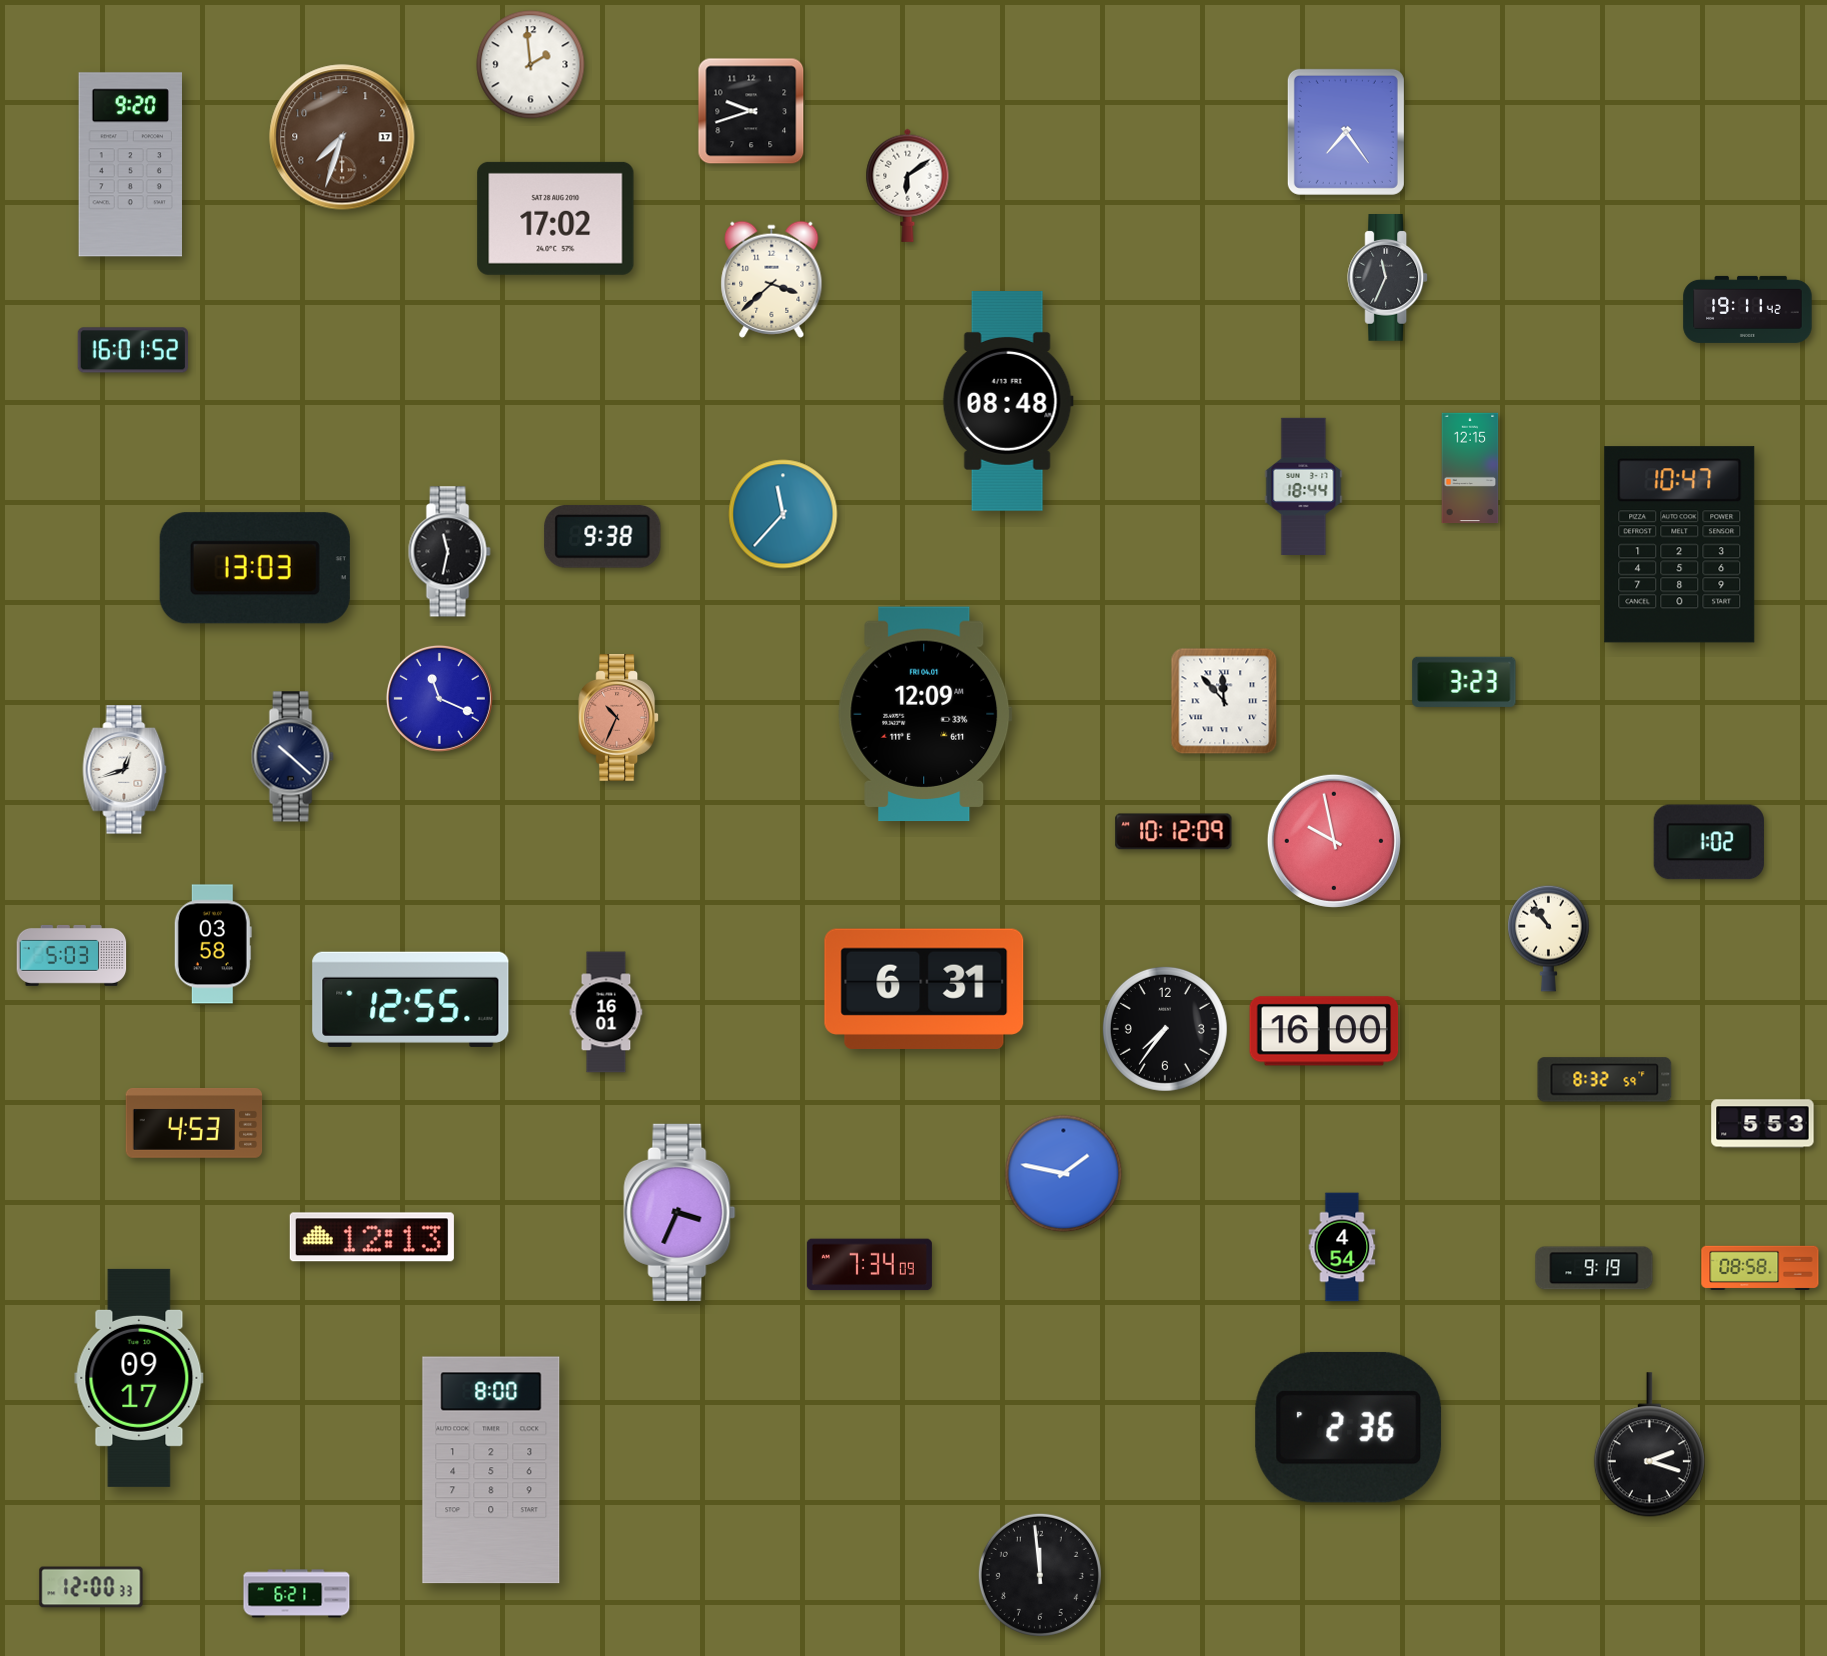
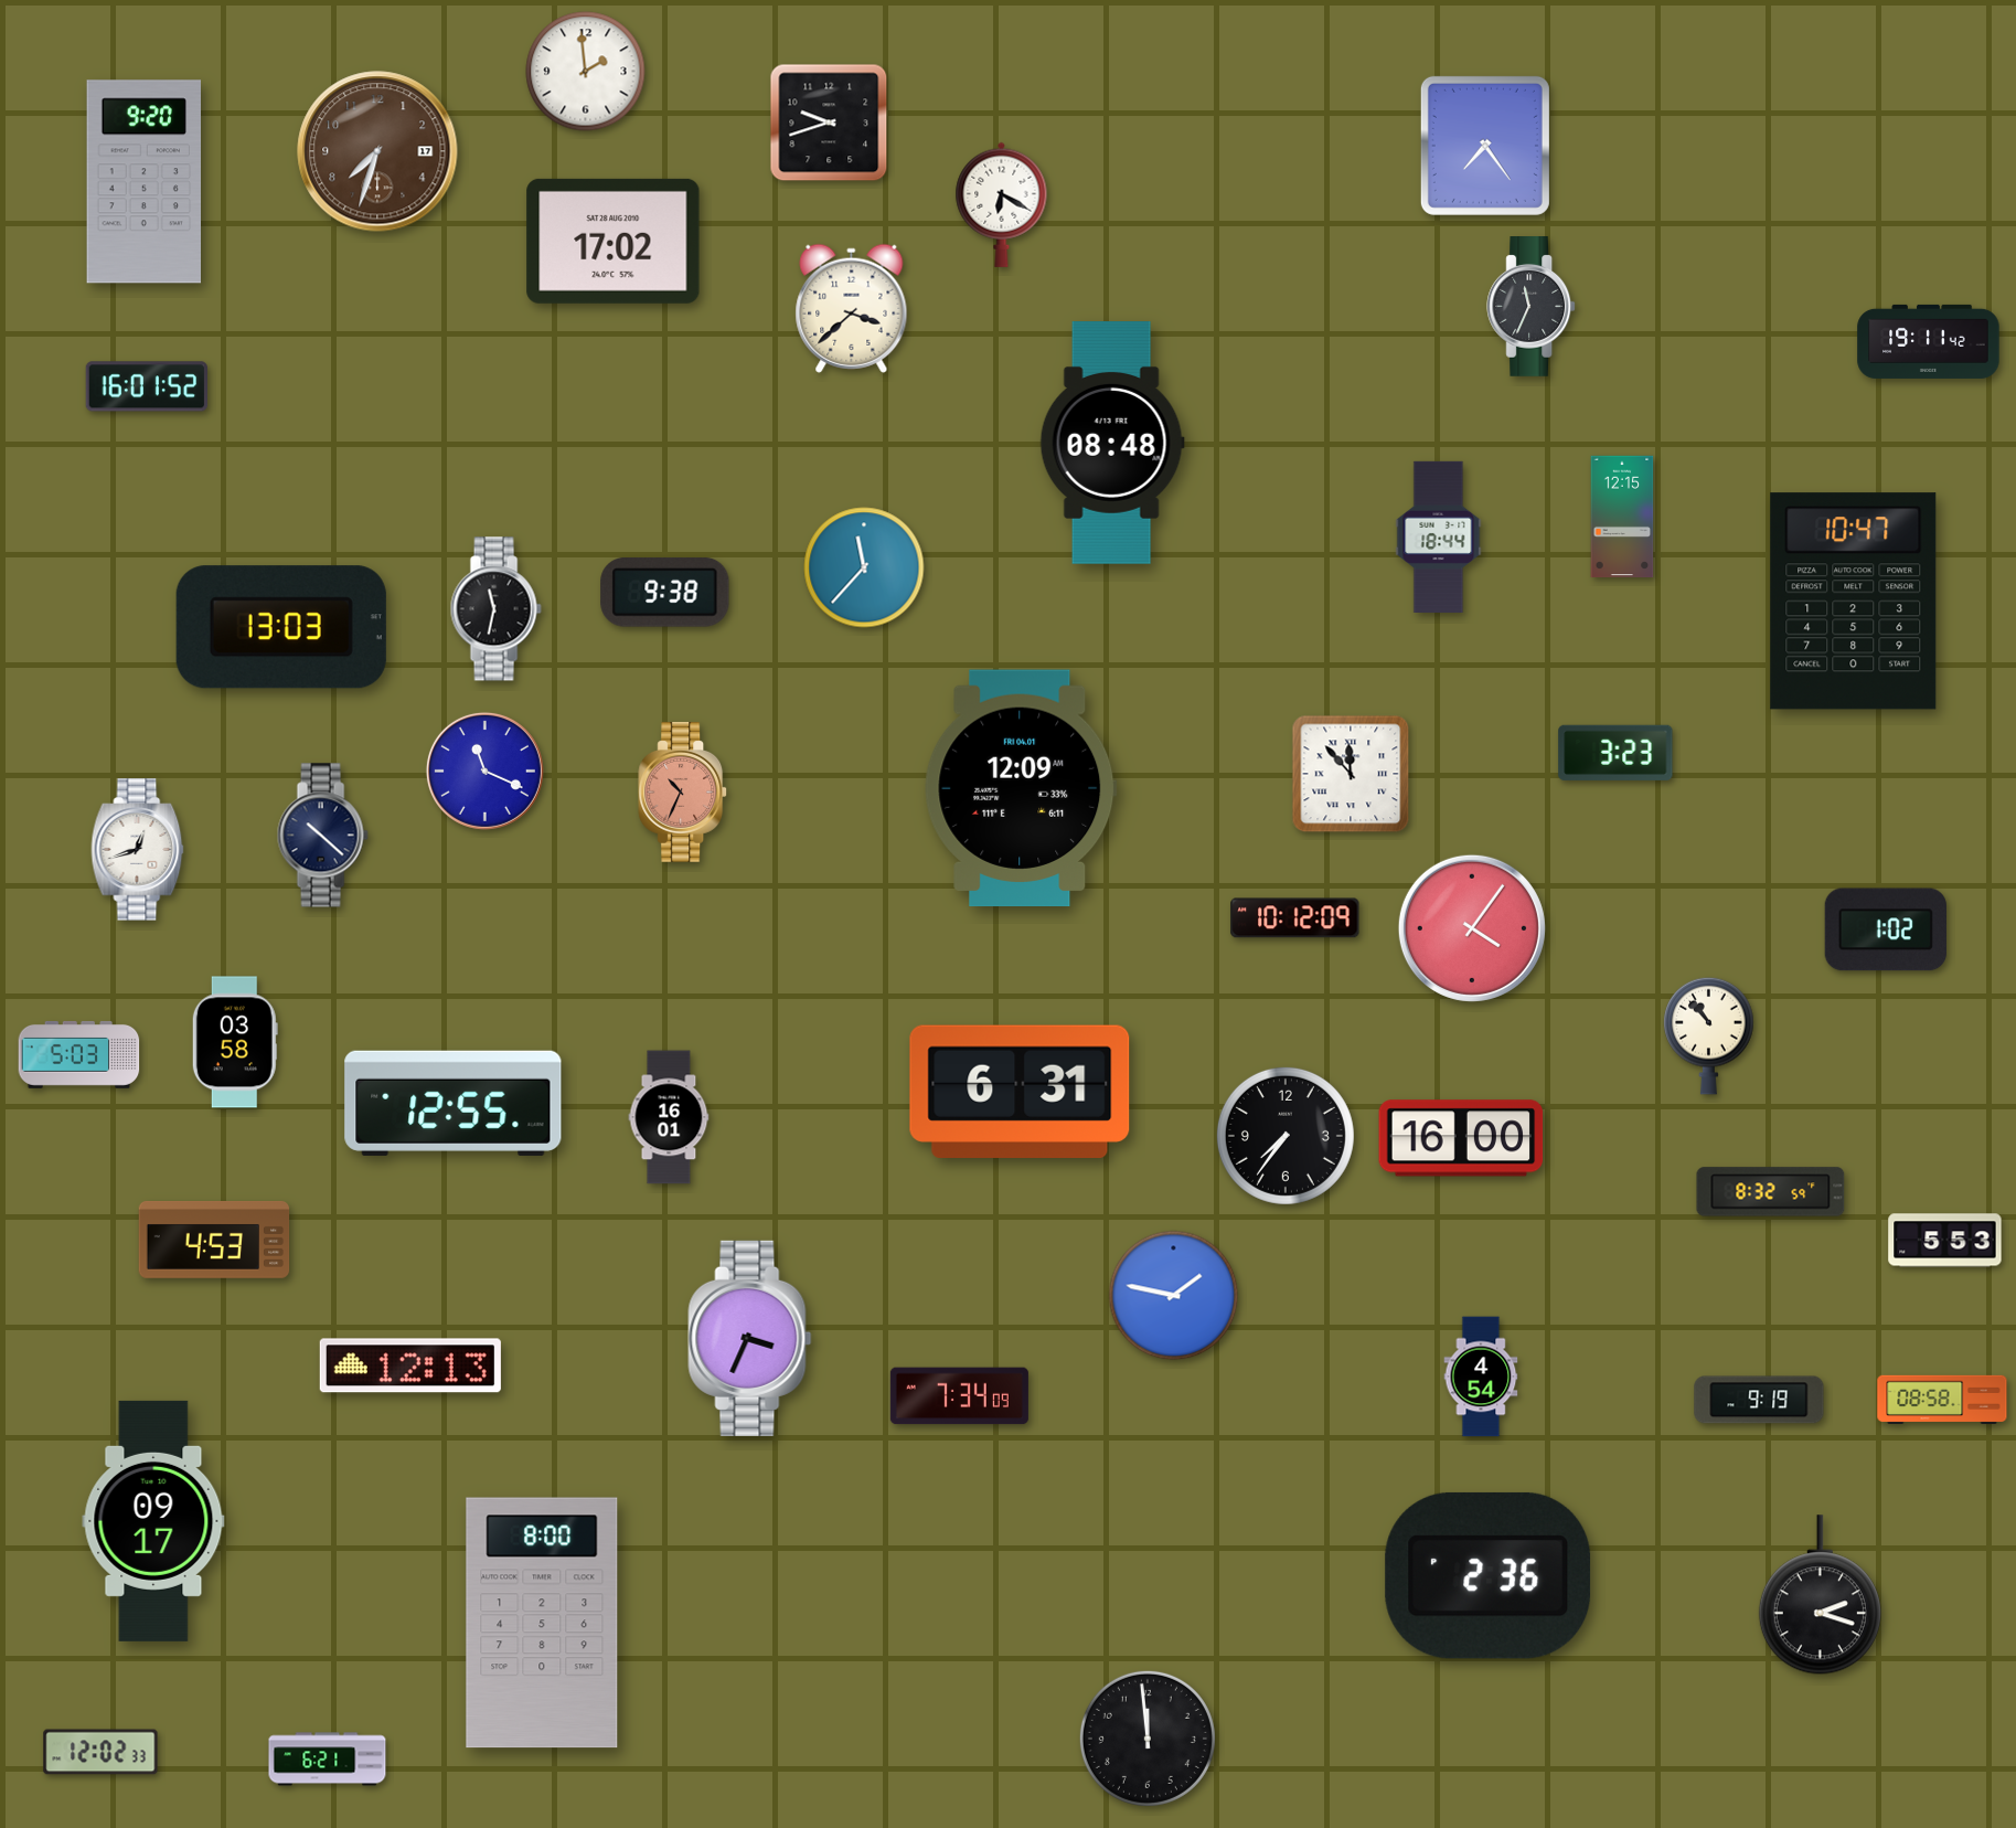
clock at (908, 185): 6:09 -> 6:20
clock at (1334, 841): 9:58 -> 4:06
clock at (91, 1587): 12:00 -> 12:02
